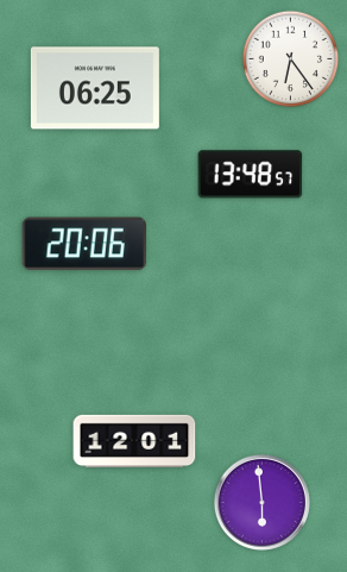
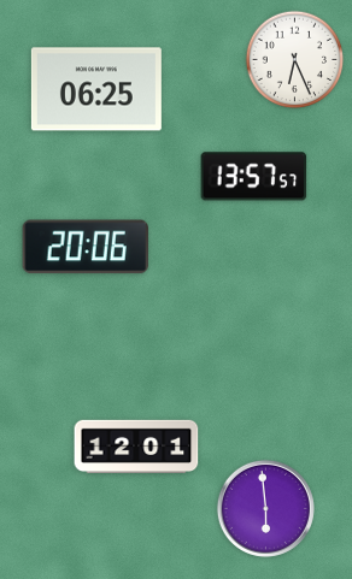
clock at (291, 59): 6:24 -> 6:26
clock at (251, 175): 13:48 -> 13:57
